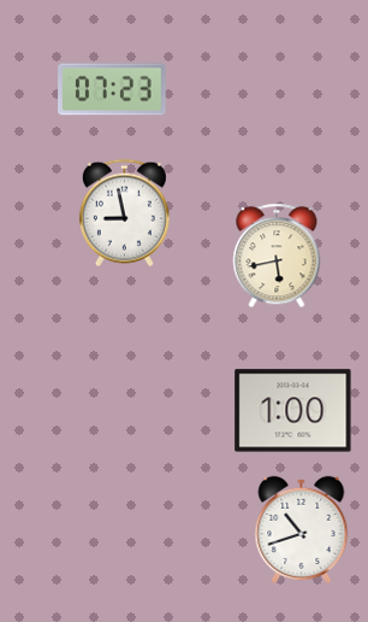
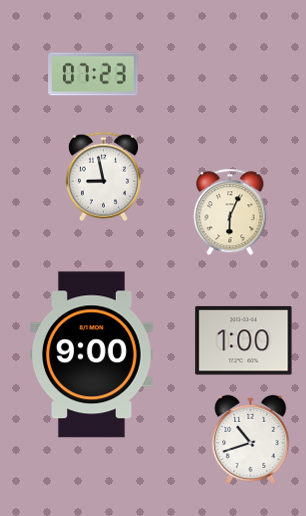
clock at (277, 256): 5:43 -> 6:04
clock at (92, 355): none -> 9:00
